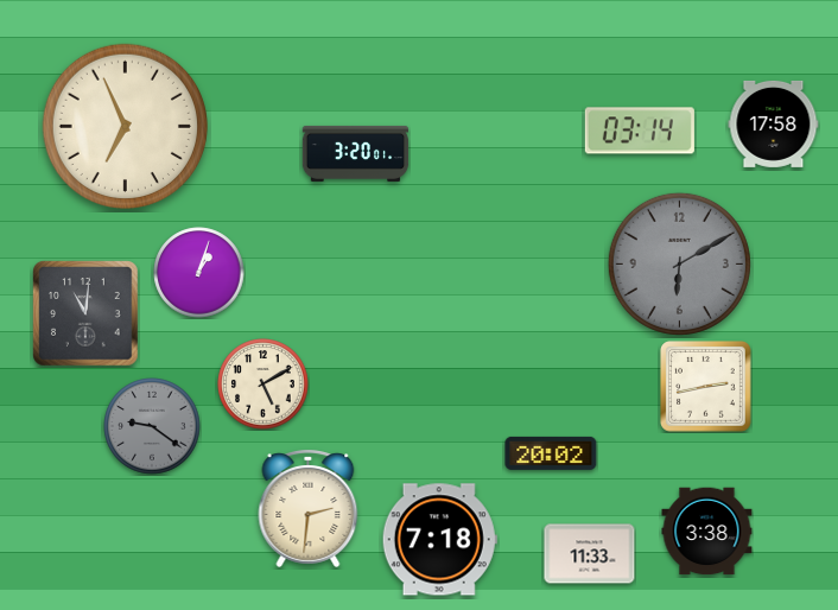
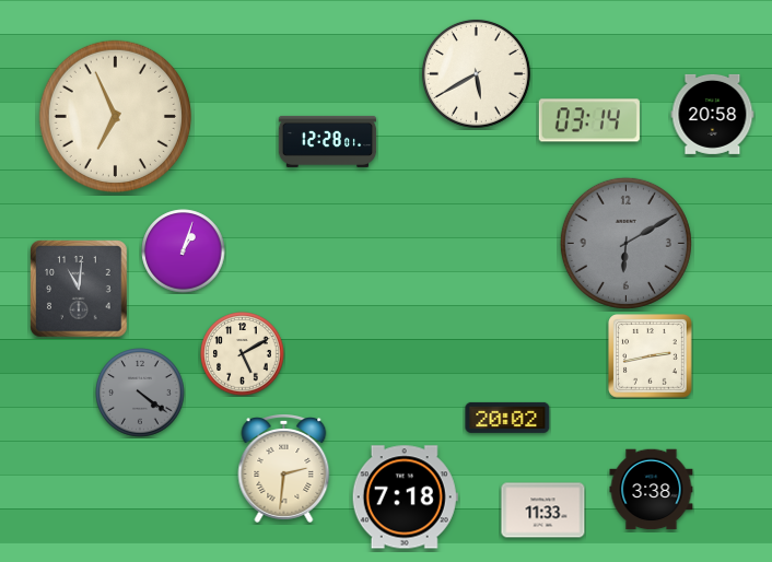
clock at (476, 73): none -> 5:40
clock at (774, 123): 17:58 -> 20:58
clock at (356, 153): 3:20 -> 12:28
clock at (152, 426): 9:21 -> 4:21
